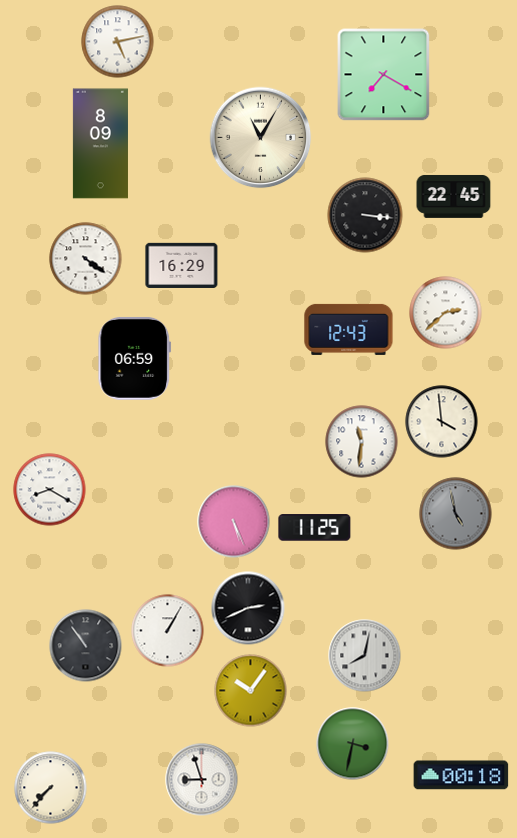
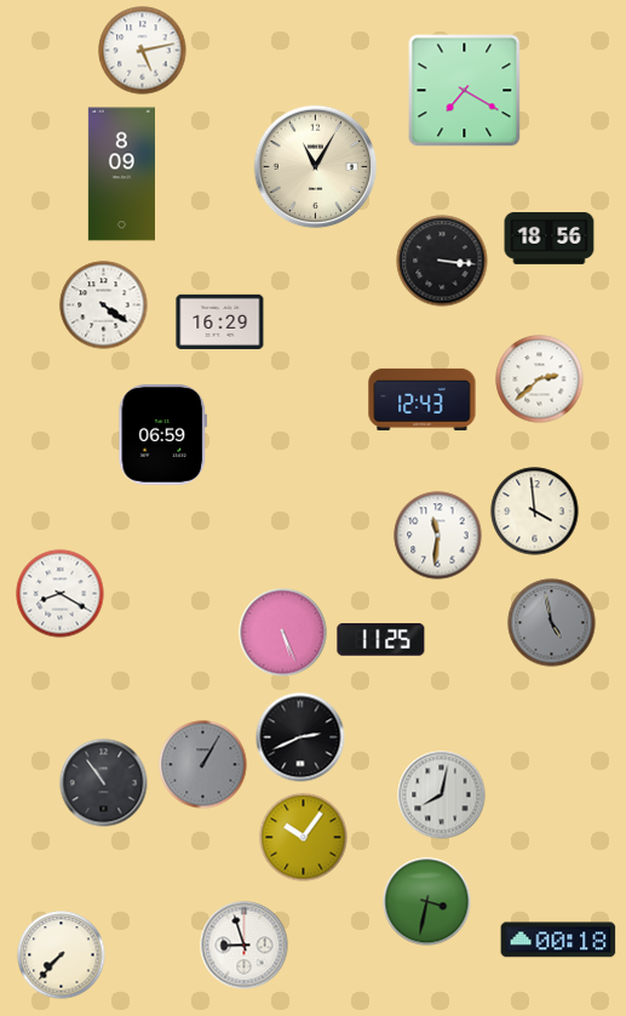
clock at (454, 197): 22:45 -> 18:56
clock at (86, 259) position: (86, 259) -> (104, 306)
clock at (168, 631) dial: white -> grey
